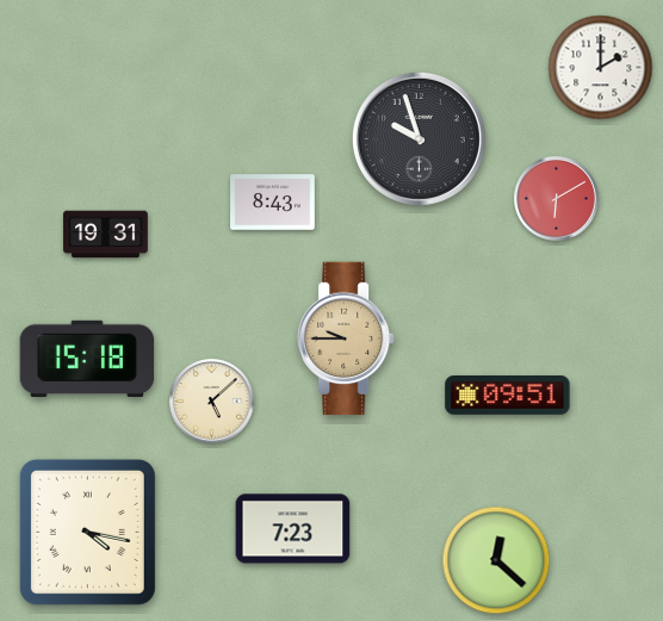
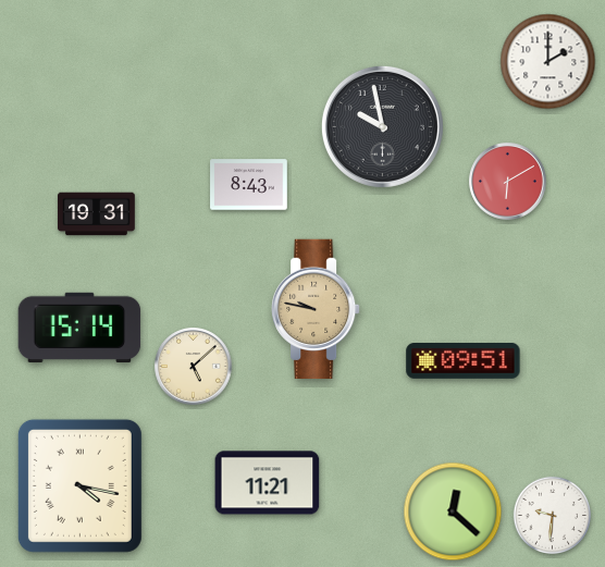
clock at (419, 138): 9:57 -> 9:58
clock at (346, 339): 9:45 -> 9:47
clock at (87, 359): 15:18 -> 15:14
clock at (293, 529): 7:23 -> 11:21
clock at (553, 516): none -> 9:31
